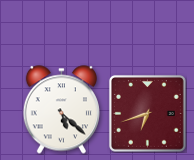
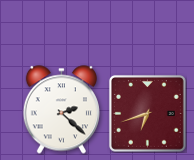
clock at (61, 110): 5:22 -> 2:22
